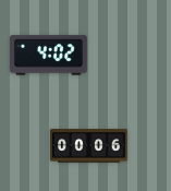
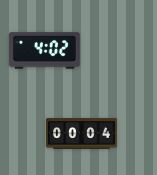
clock at (89, 146): 00:06 -> 00:04
